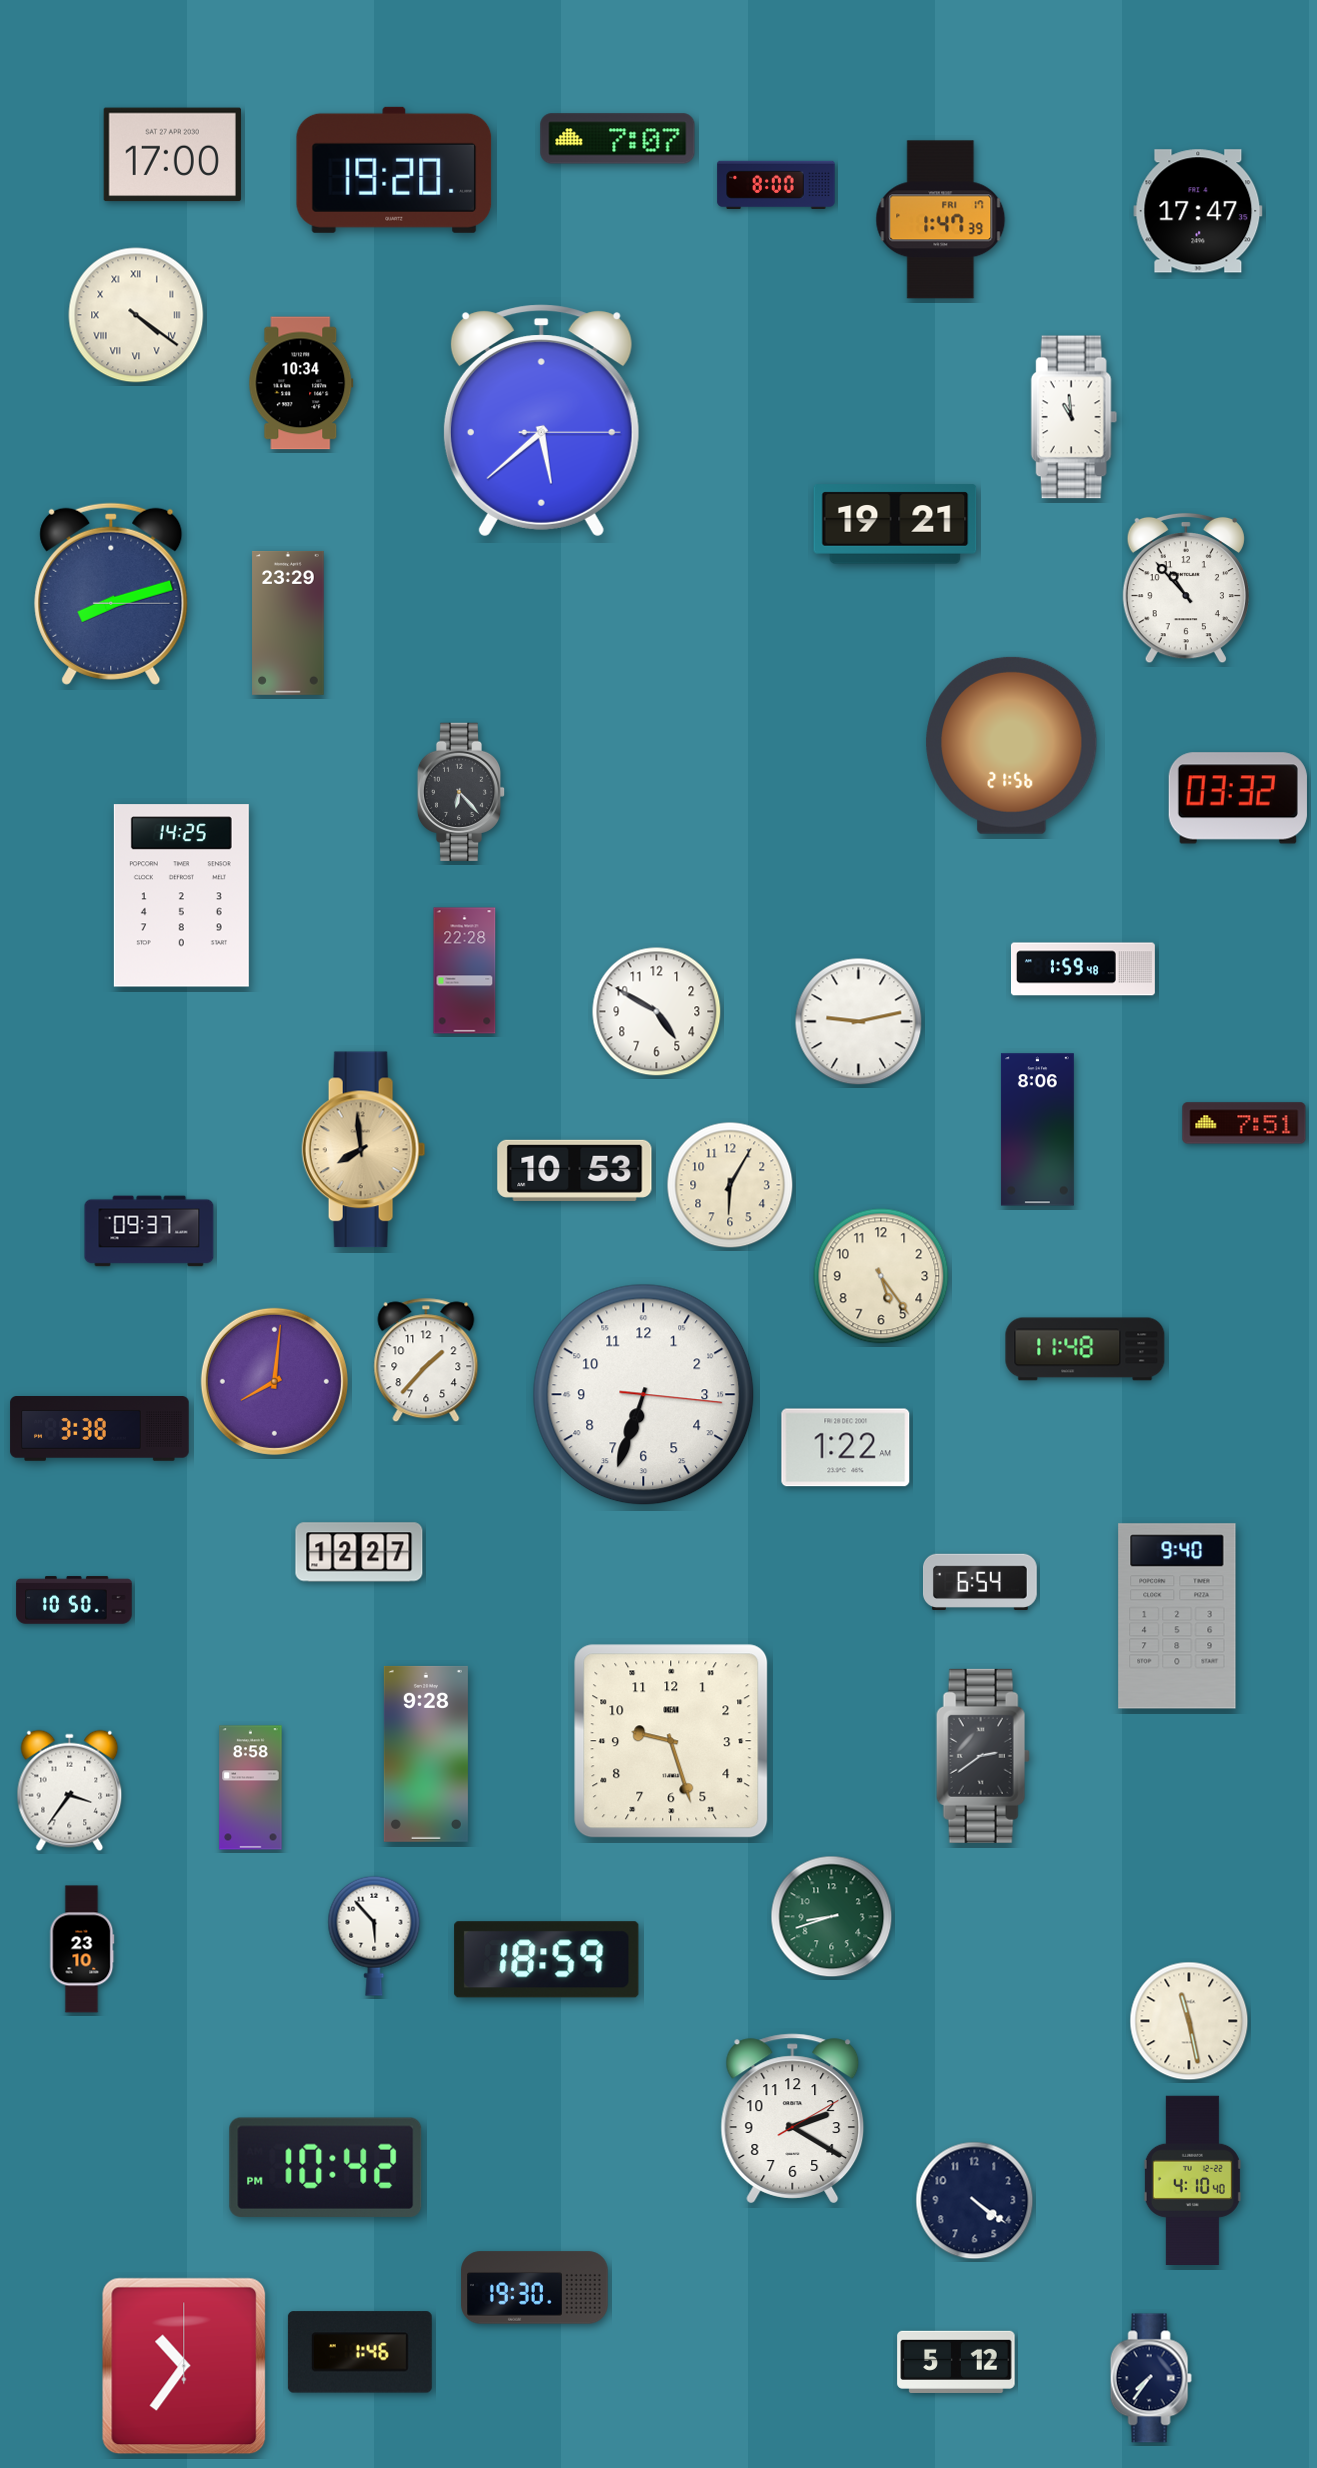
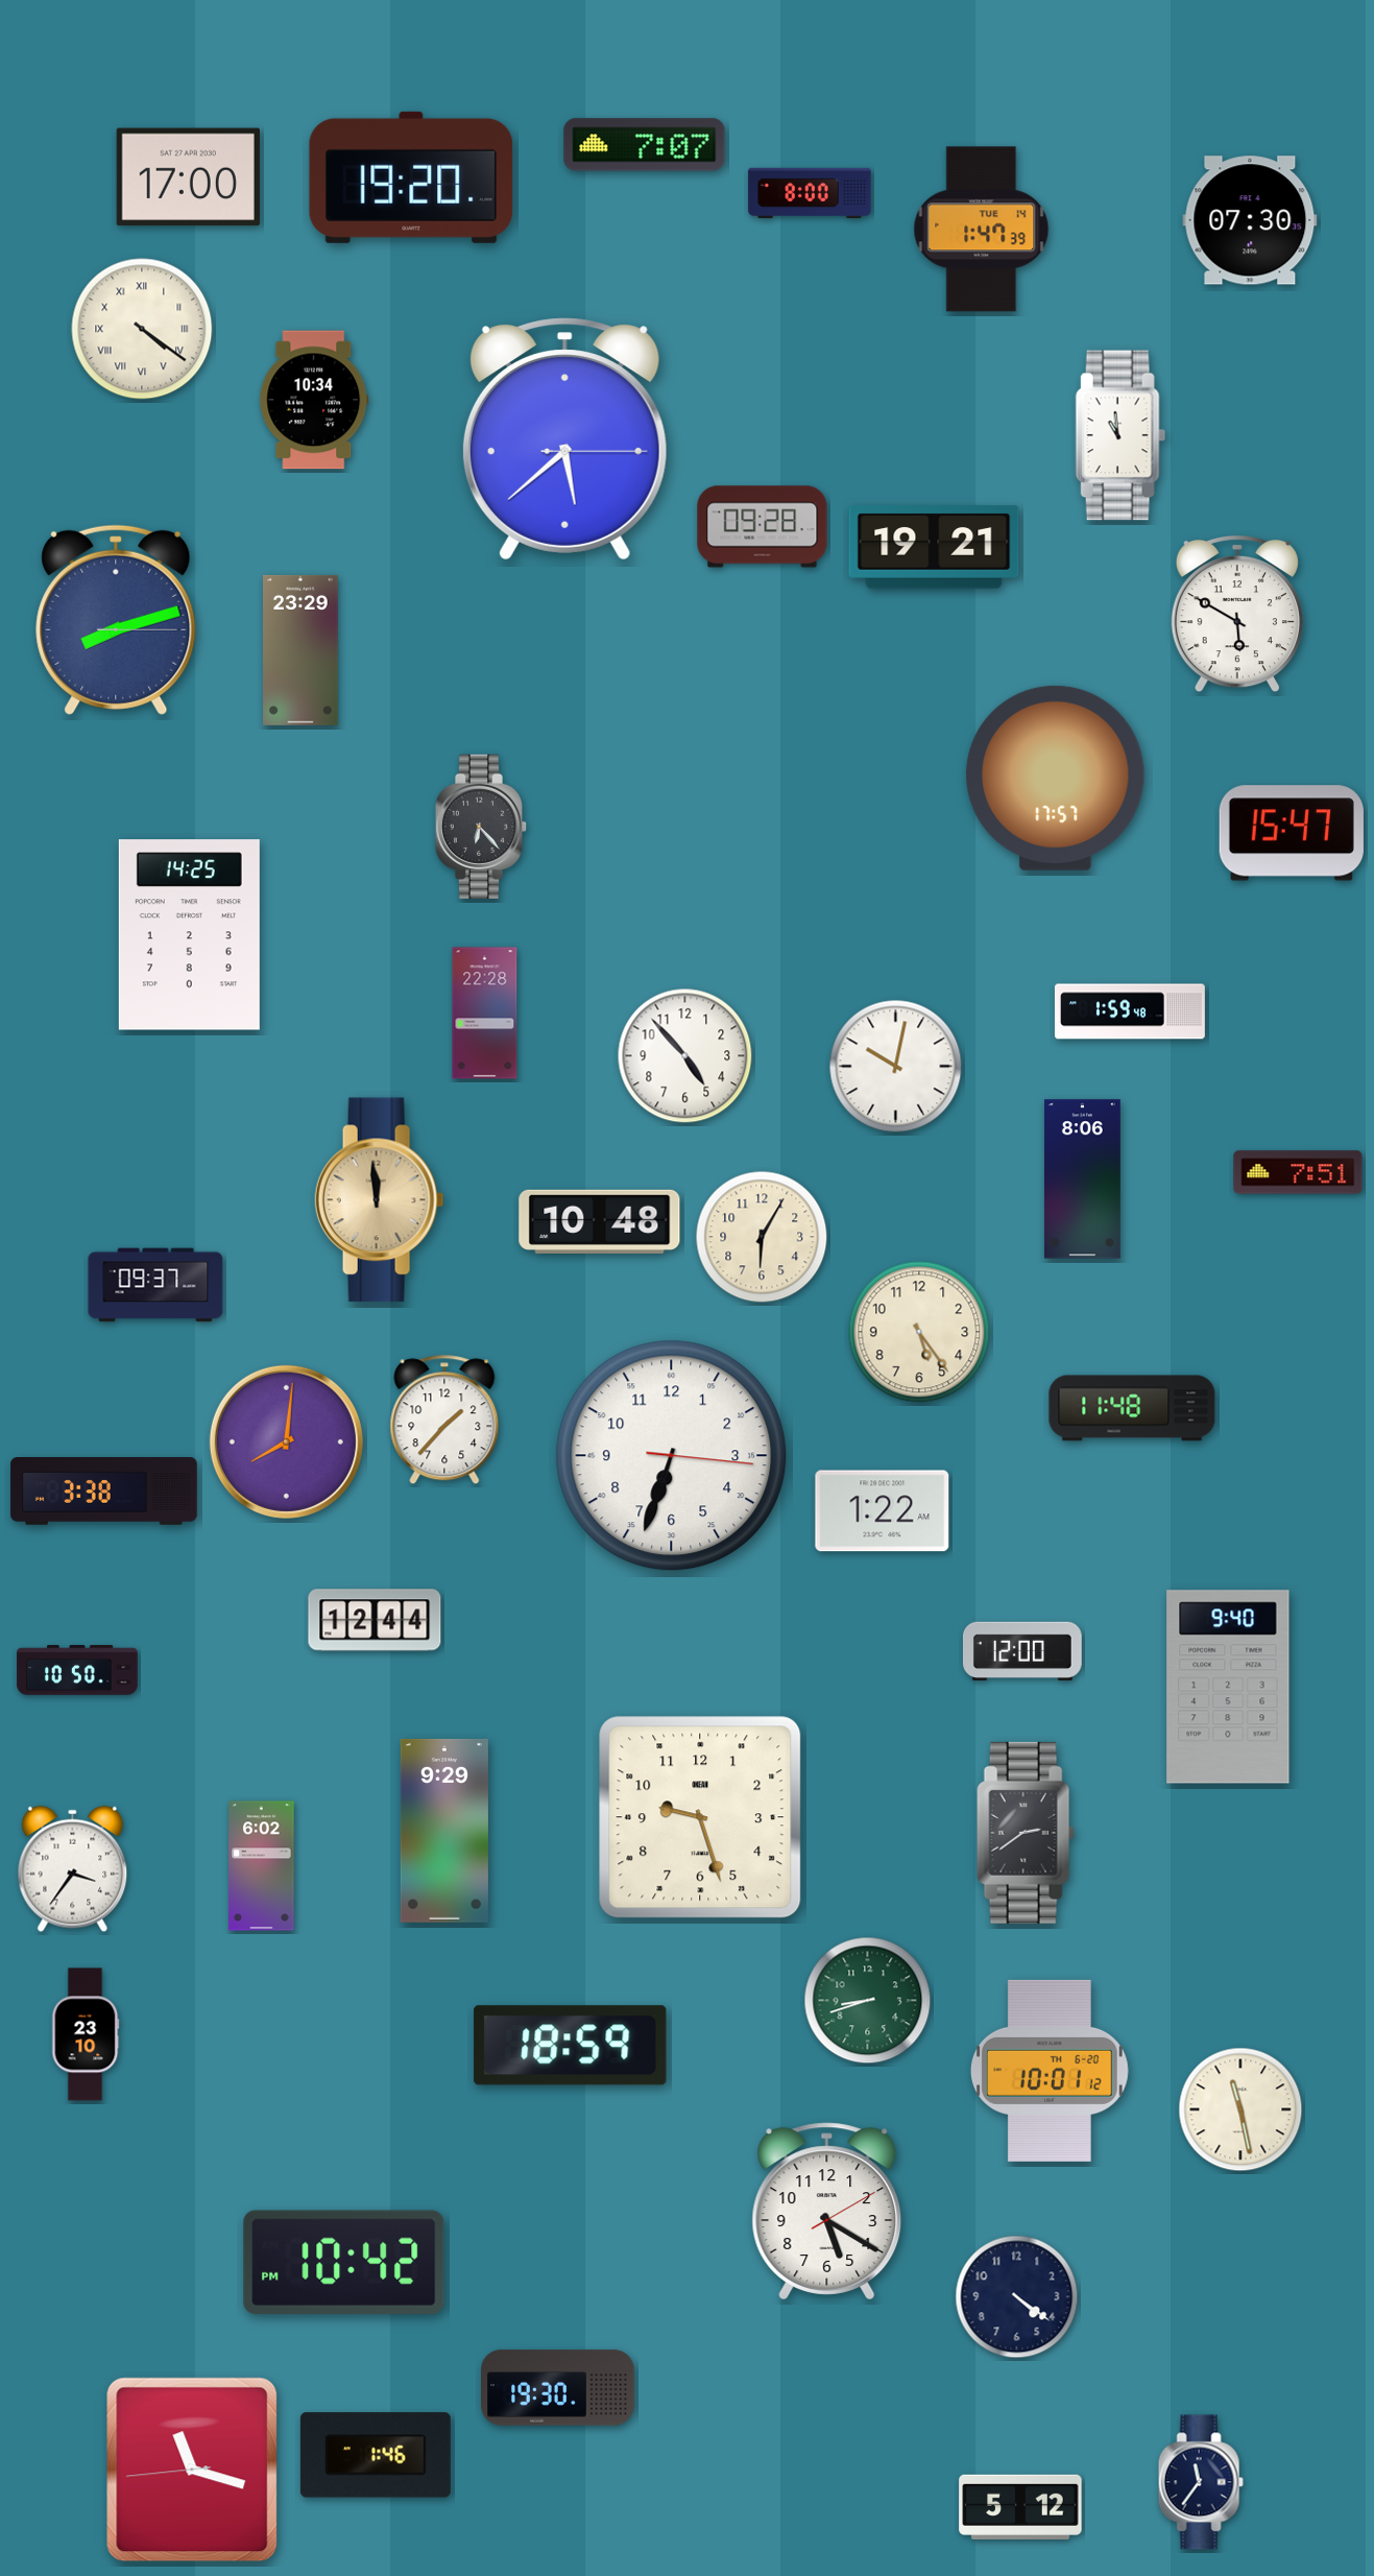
clock at (172, 155) position: (172, 155) -> (188, 177)
clock at (1198, 211): 17:47 -> 07:30
clock at (941, 220) date: FRI 17 -> TUE 14
clock at (763, 527): none -> 09:28
clock at (1186, 588): 10:53 -> 5:50
clock at (1012, 745): 21:56 -> 17:57
clock at (1238, 798): 03:32 -> 15:47
clock at (657, 1012): 4:50 -> 4:53
clock at (859, 1022): 9:13 -> 10:02
clock at (364, 1150): 7:59 -> 11:59
clock at (575, 1170): 10:53 -> 10:48
clock at (359, 1552): 12:27 -> 12:44
clock at (980, 1582): 6:54 -> 12:00
clock at (426, 1754): 9:28 -> 9:29
clock at (251, 1788): 8:58 -> 6:02
clock at (374, 1936): 5:53 -> none
clock at (1050, 2071): none -> 10:01
clock at (793, 2119): 2:20 -> 5:20
clock at (326, 2167) position: (326, 2167) -> (344, 2262)
clock at (1192, 2180): 4:10 -> none
clock at (956, 2362) position: (956, 2362) -> (1020, 2507)
clock at (184, 2366): 10:36 -> 11:17
clock at (1151, 2378): 7:36 -> 11:36
